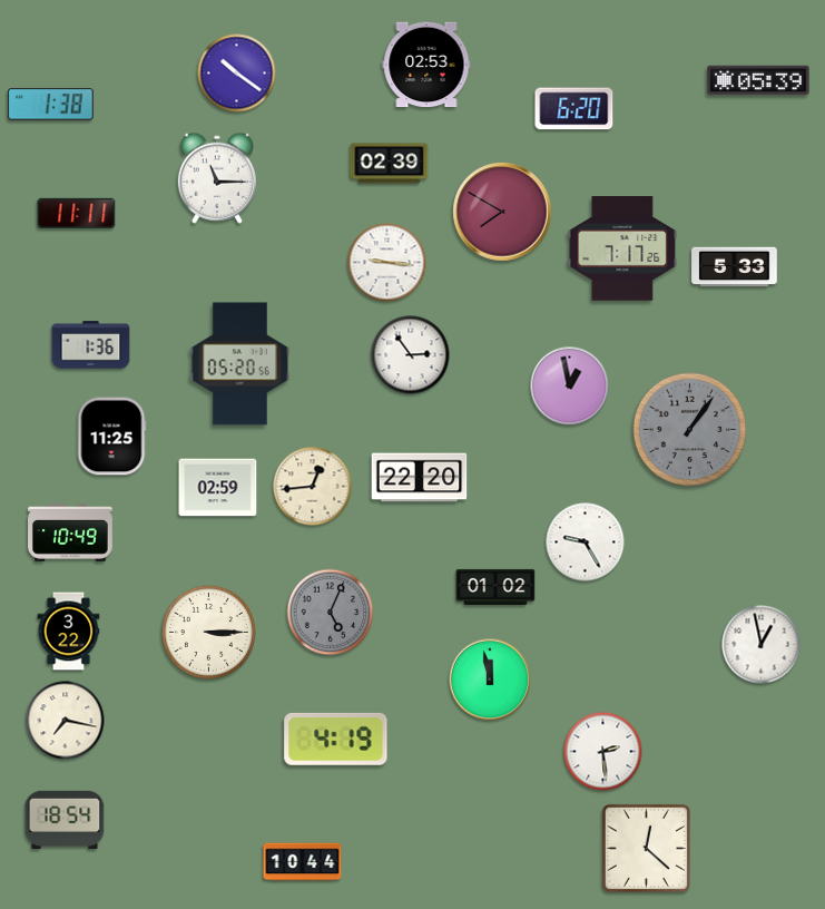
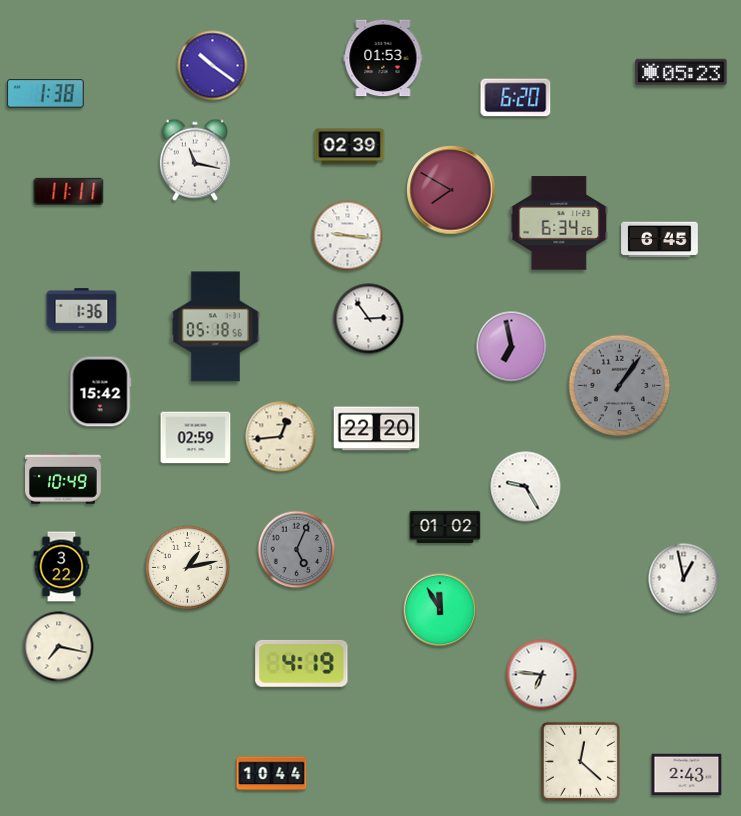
clock at (426, 65): 02:53 -> 01:53
clock at (758, 80): 05:39 -> 05:23
clock at (217, 178): 11:15 -> 11:17
clock at (622, 248): 7:17 -> 6:34
clock at (735, 267): 5:33 -> 6:45
clock at (239, 364): 05:20 -> 05:18
clock at (570, 387): 12:58 -> 6:58
clock at (111, 437): 11:25 -> 15:42
clock at (208, 632): 3:15 -> 1:13
clock at (490, 680): 11:58 -> 11:55
clock at (603, 752): 2:29 -> 6:46
clock at (65, 819): 18:54 -> none
clock at (687, 775): none -> 2:43
